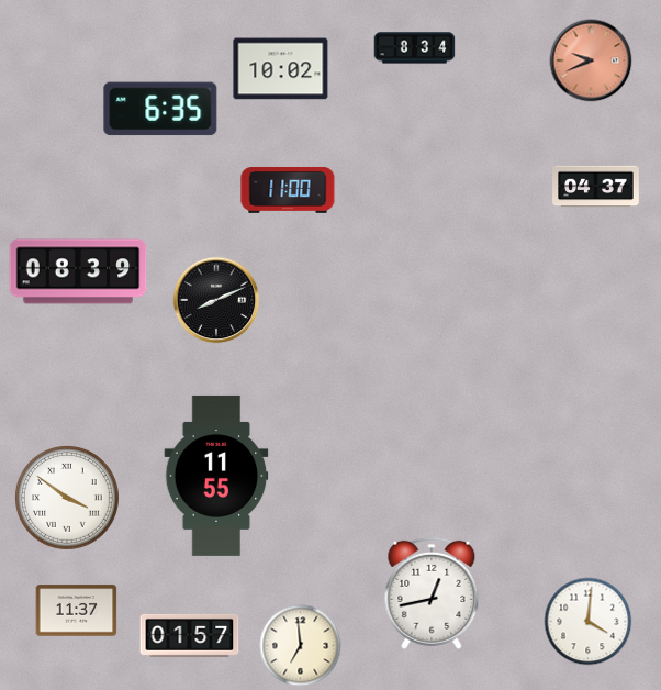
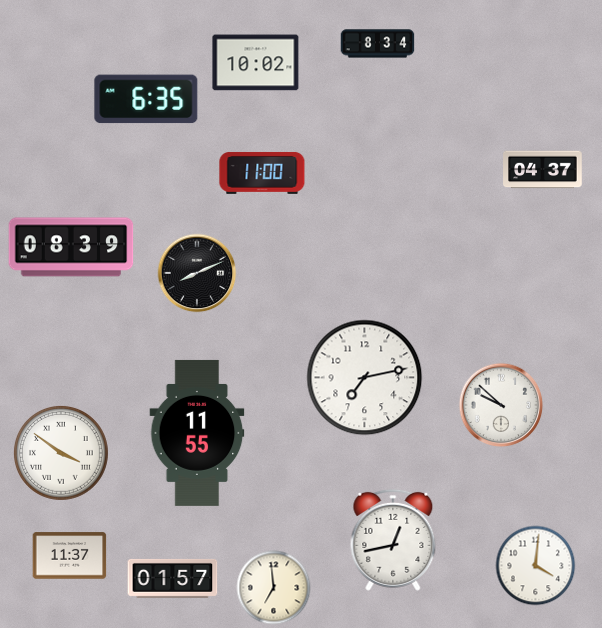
clock at (591, 60): 9:41 -> none
clock at (365, 378): none -> 7:13
clock at (501, 405): none -> 9:52
